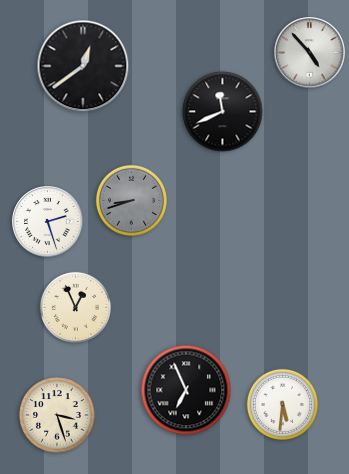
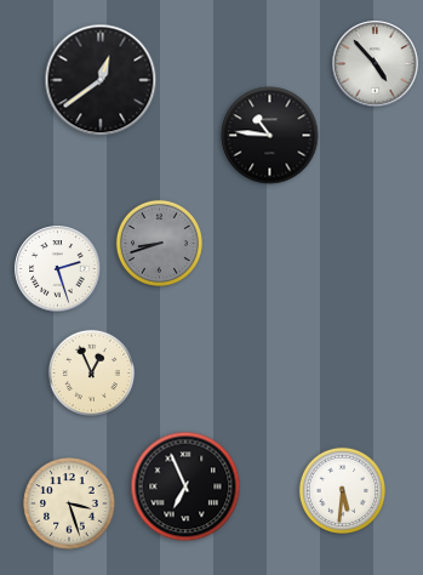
clock at (223, 112): 11:41 -> 10:46
clock at (186, 390) position: (186, 390) -> (185, 486)
